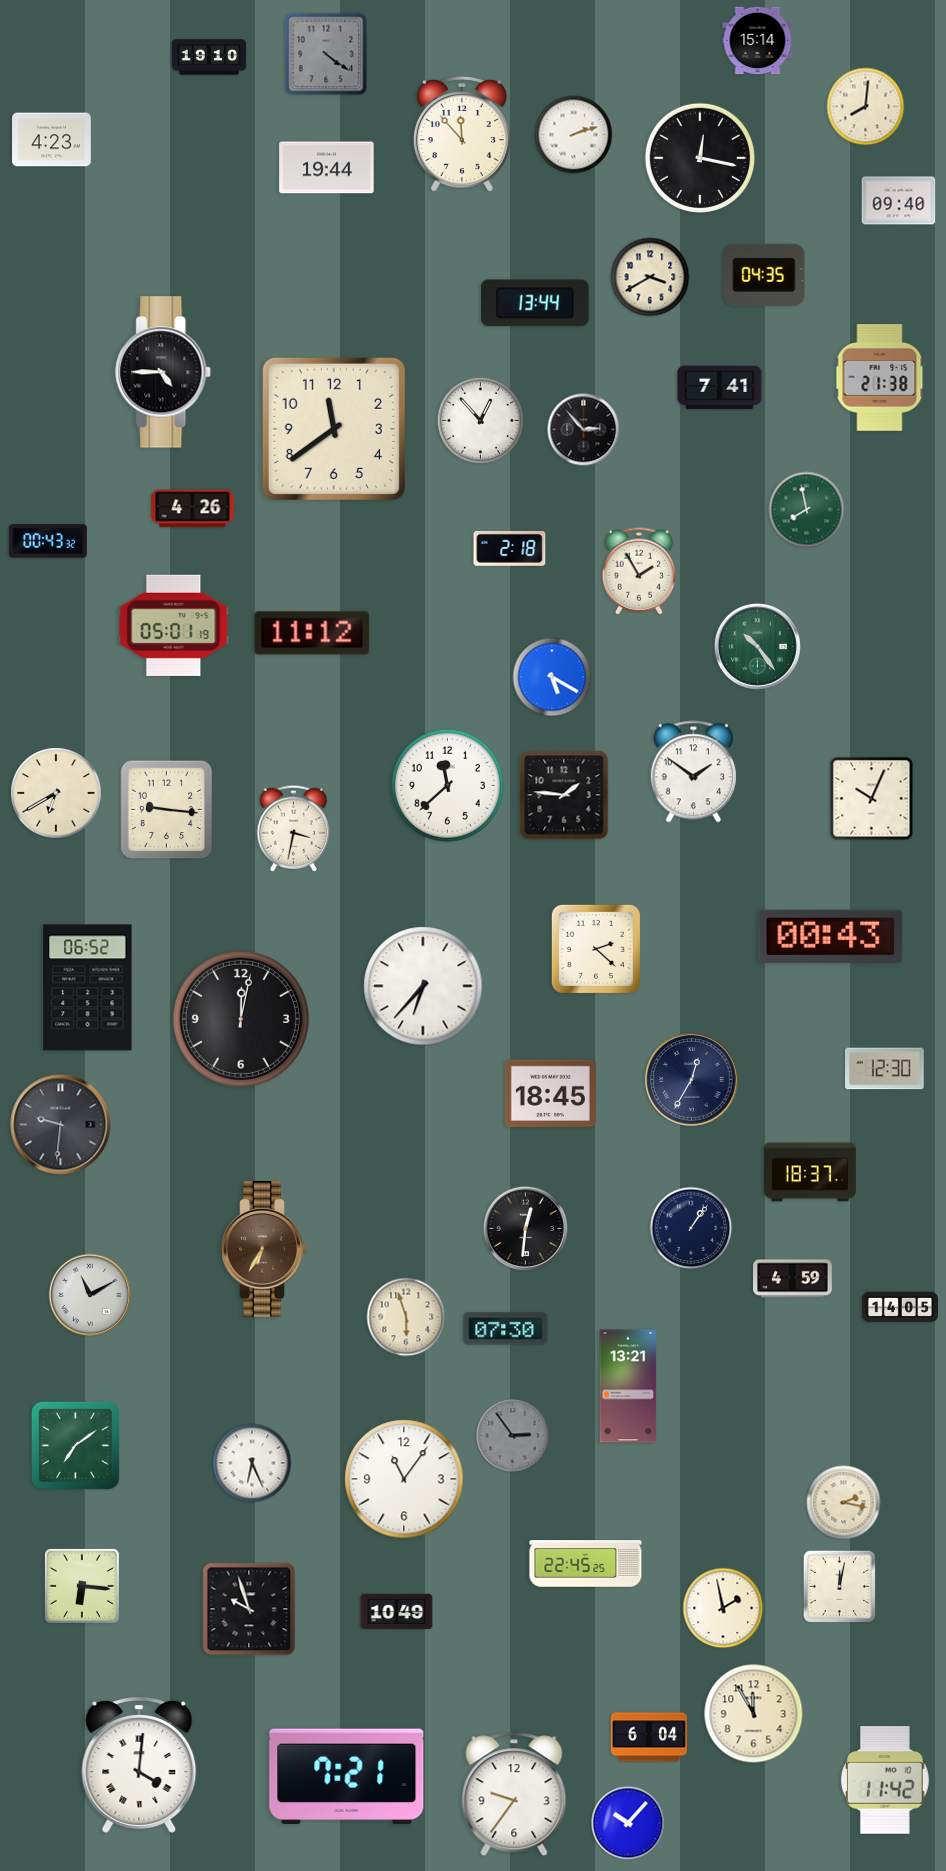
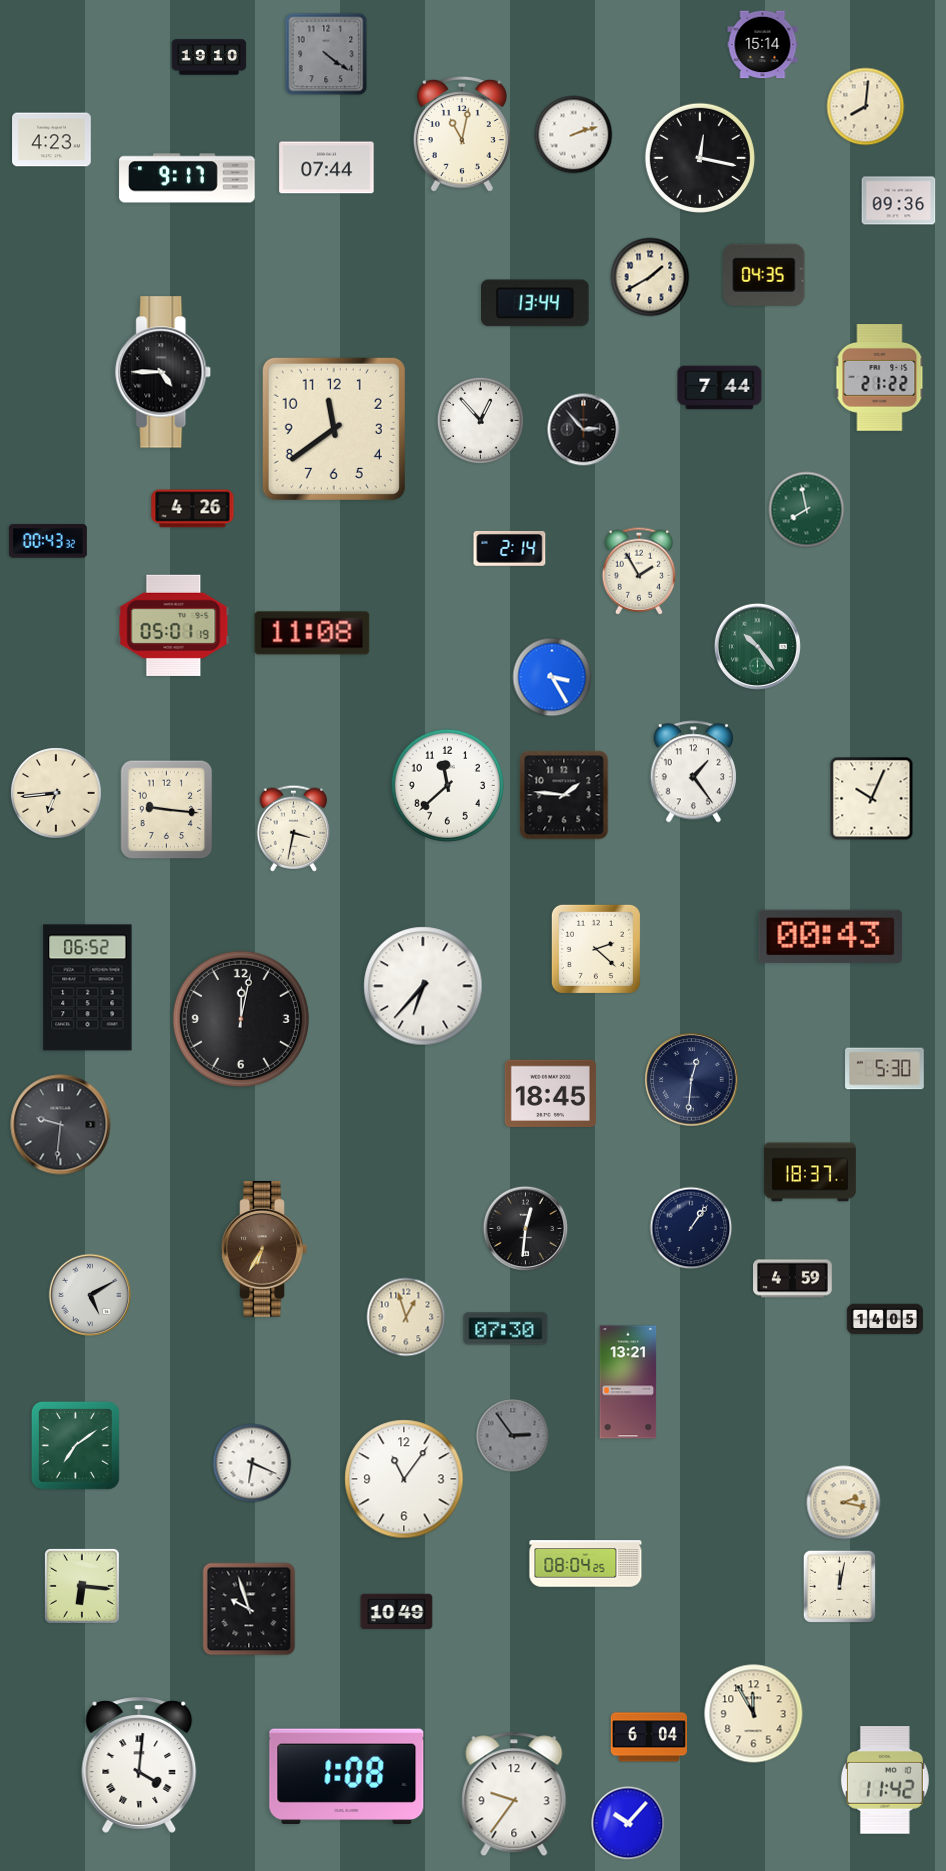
clock at (758, 41) position: (758, 41) -> (763, 45)
clock at (462, 134): 11:53 -> 11:02
clock at (327, 168): 19:44 -> 07:44
clock at (187, 178): none -> 9:17
clock at (899, 201): 09:40 -> 09:36
clock at (650, 277): 3:40 -> 1:40
clock at (880, 378): 21:38 -> 21:22
clock at (720, 388): 7:41 -> 7:44
clock at (510, 549): 2:18 -> 2:14
clock at (312, 633): 11:12 -> 11:08
clock at (552, 677): 5:20 -> 3:25
clock at (693, 772): 1:51 -> 1:24
clock at (56, 793): 6:40 -> 6:44
clock at (885, 1069): 12:30 -> 5:30
clock at (692, 1080): 12:35 -> 12:31
clock at (90, 1295): 11:10 -> 5:10
clock at (900, 1307) position: (900, 1307) -> (885, 1319)
clock at (406, 1317): 5:57 -> 12:57
clock at (628, 1386) position: (628, 1386) -> (628, 1382)
clock at (252, 1463): 6:26 -> 6:19
clock at (586, 1564): 22:45 -> 08:04
clock at (723, 1608): 1:58 -> none
clock at (347, 1777): 7:21 -> 1:08
